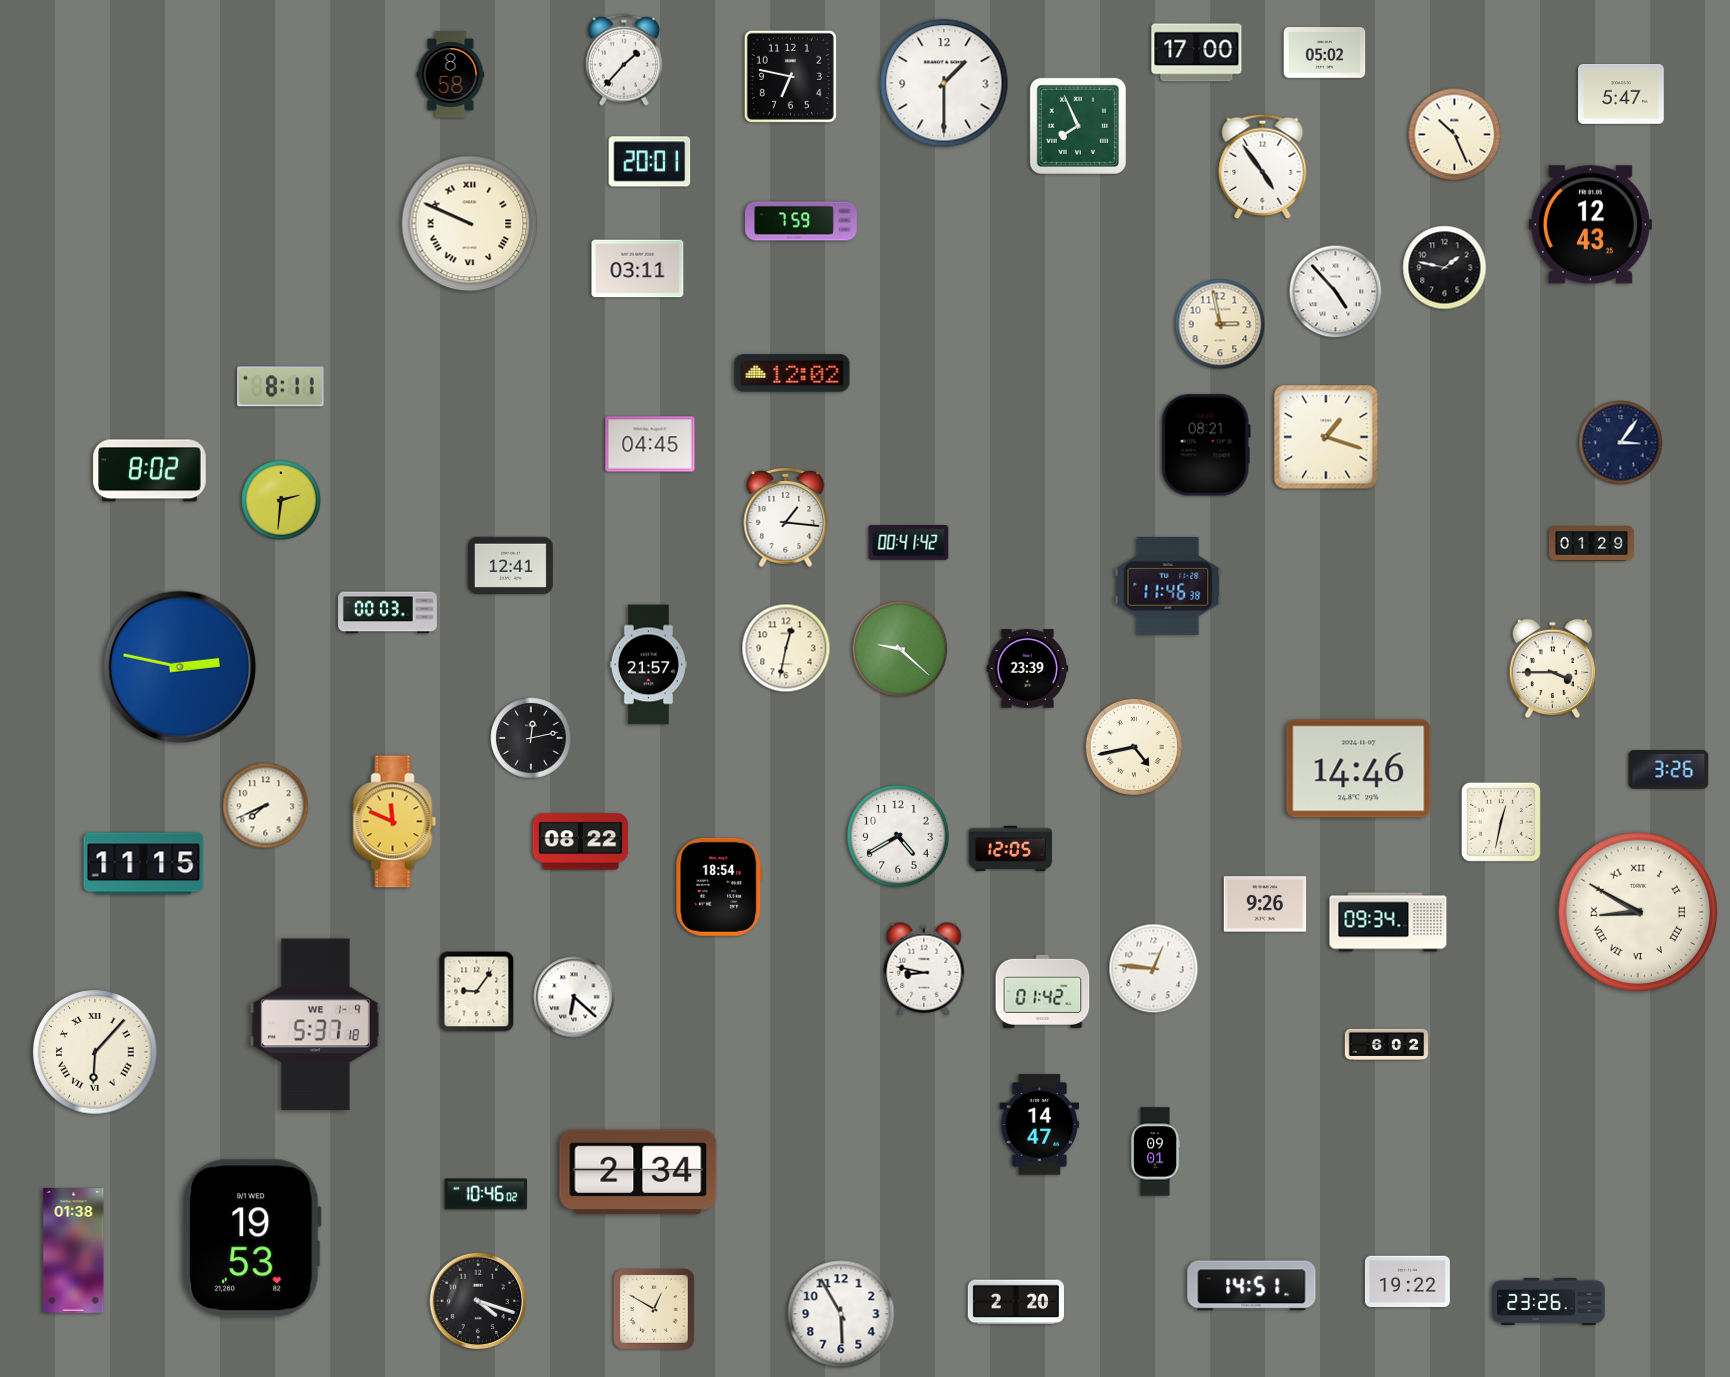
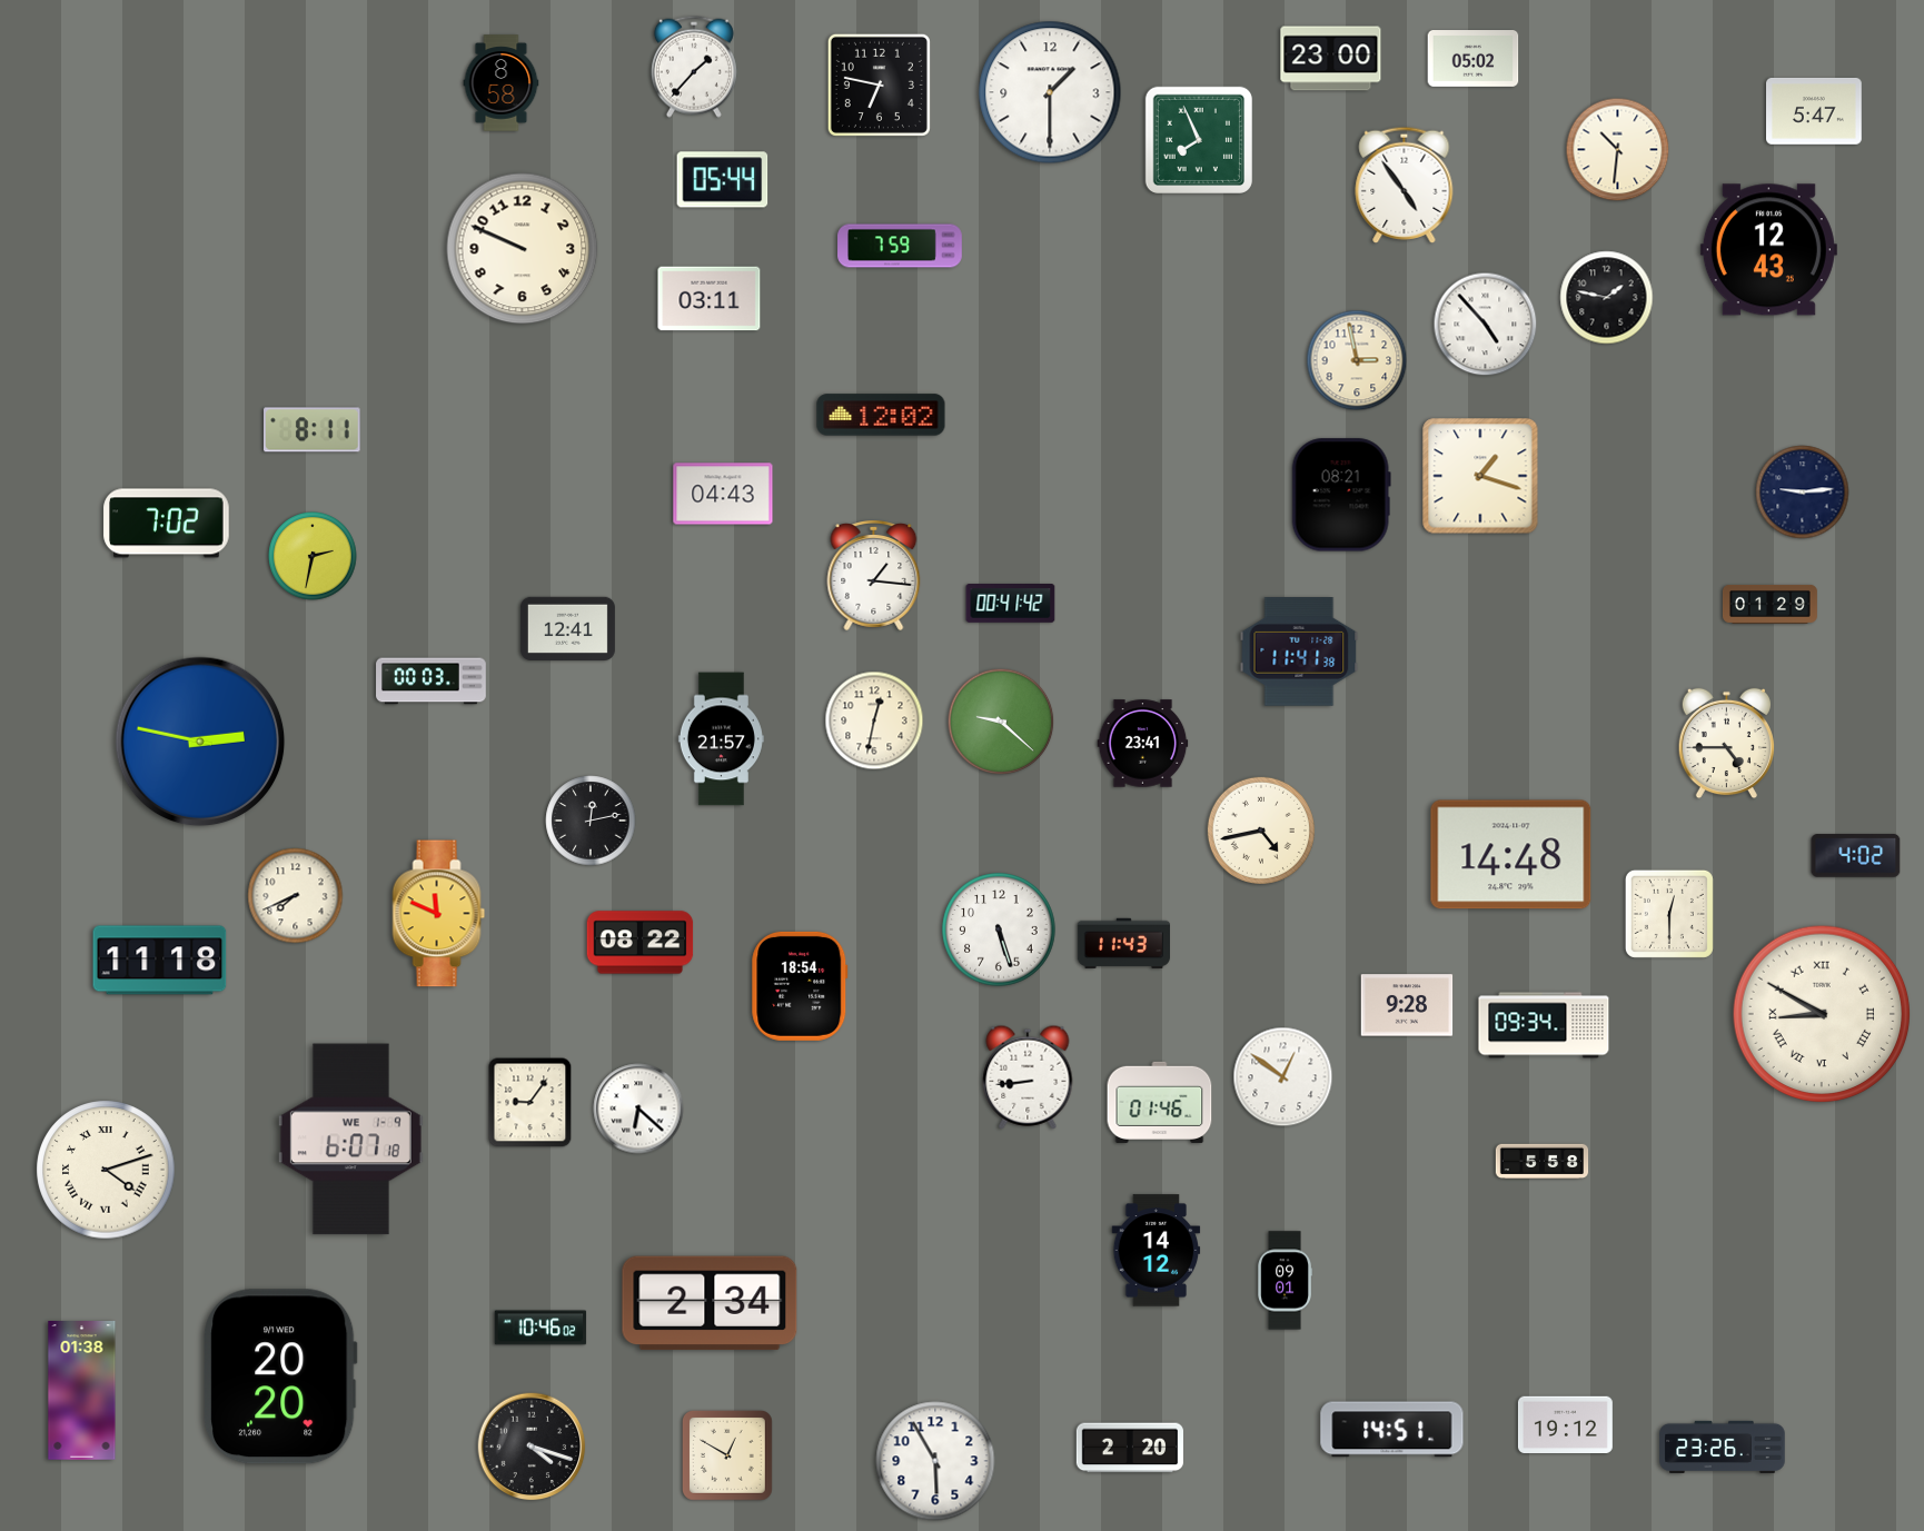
clock at (1197, 53): 17:00 -> 23:00
clock at (1622, 94) position: (1622, 94) -> (1815, 111)
clock at (1455, 135): 10:26 -> 10:31
clock at (650, 162): 20:01 -> 05:44
clock at (801, 221) position: (801, 221) -> (900, 246)
clock at (470, 224) numerals: Roman -> Arabic
clock at (1326, 437) position: (1326, 437) -> (1480, 476)
clock at (1621, 443): 3:06 -> 9:14
clock at (650, 444): 04:45 -> 04:43
clock at (150, 471): 8:02 -> 7:02
clock at (281, 500): 2:31 -> 2:32
clock at (1168, 587): 11:46 -> 11:41
clock at (1028, 669): 23:39 -> 23:41
clock at (1552, 669): 3:45 -> 4:45
clock at (1359, 769): 14:46 -> 14:48
clock at (1669, 770): 3:26 -> 4:02
clock at (1501, 822): 12:32 -> 12:30
clock at (898, 836): 4:40 -> 5:27
clock at (581, 842) position: (581, 842) -> (641, 943)
clock at (1010, 848): 12:05 -> 11:43
clock at (144, 864): 11:15 -> 11:18
clock at (1265, 904): 9:26 -> 9:28
clock at (924, 969): 8:47 -> 8:44
clock at (1154, 969): 12:46 -> 12:51
clock at (1043, 991): 01:42 -> 01:46
clock at (315, 1025): 5:37 -> 6:07
clock at (1387, 1044): 6:02 -> 5:58
clock at (95, 1052): 6:07 -> 4:12
clock at (1040, 1125): 14:47 -> 14:12
clock at (252, 1238): 19:53 -> 20:20
clock at (1407, 1282): 19:22 -> 19:12
